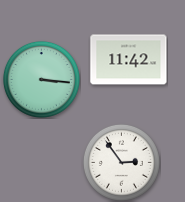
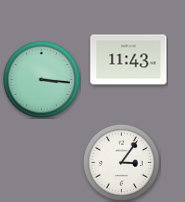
clock at (129, 60): 11:42 -> 11:43
clock at (121, 162): 2:54 -> 3:06
